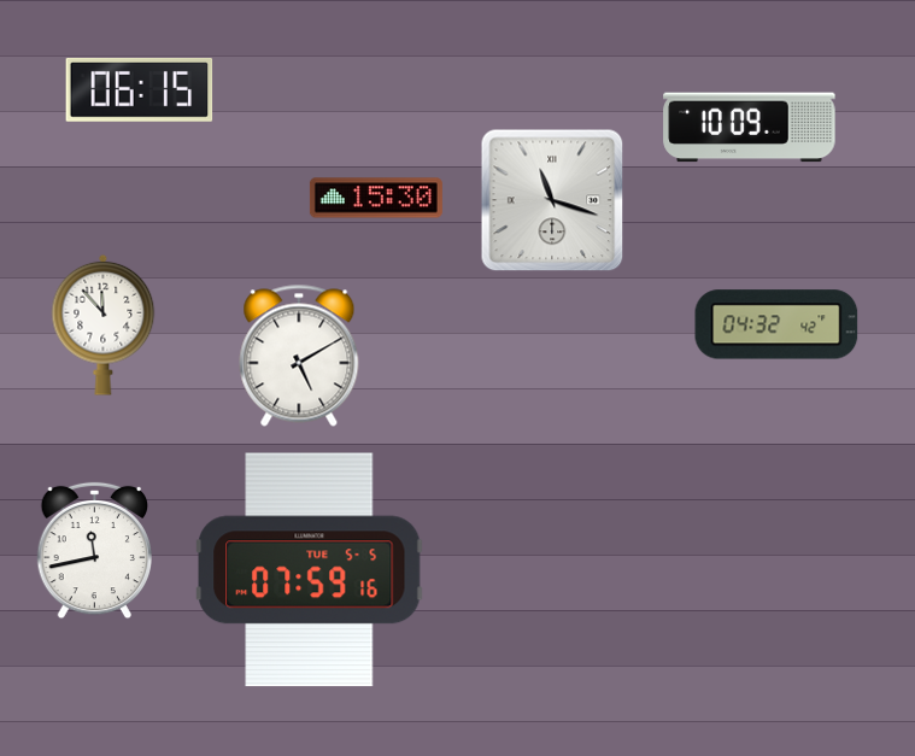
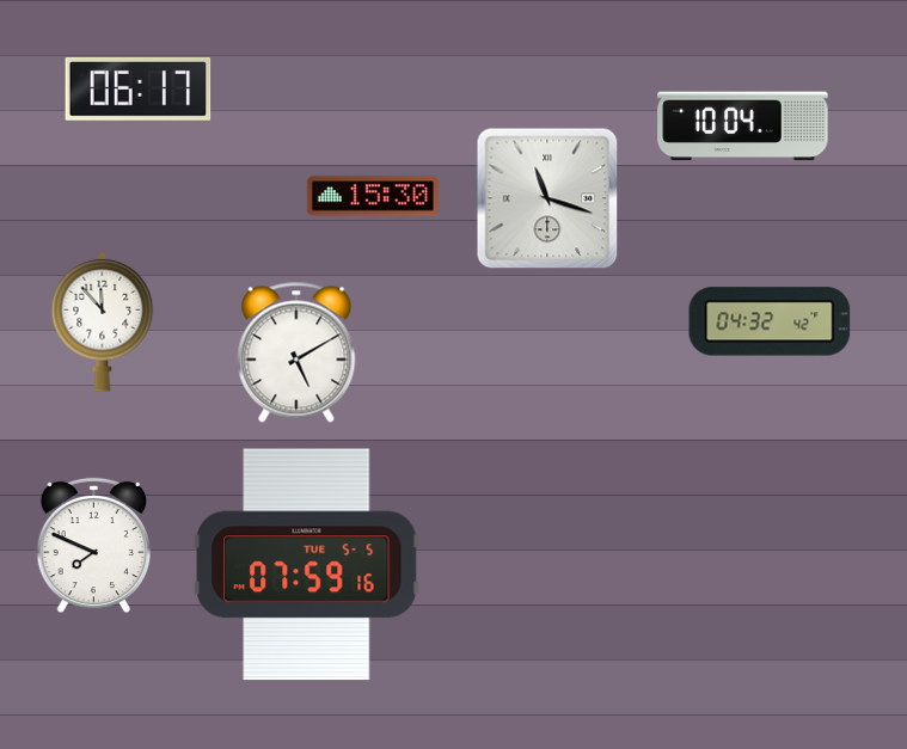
clock at (140, 89): 06:15 -> 06:17
clock at (750, 128): 10:09 -> 10:04
clock at (95, 551): 11:43 -> 7:49
